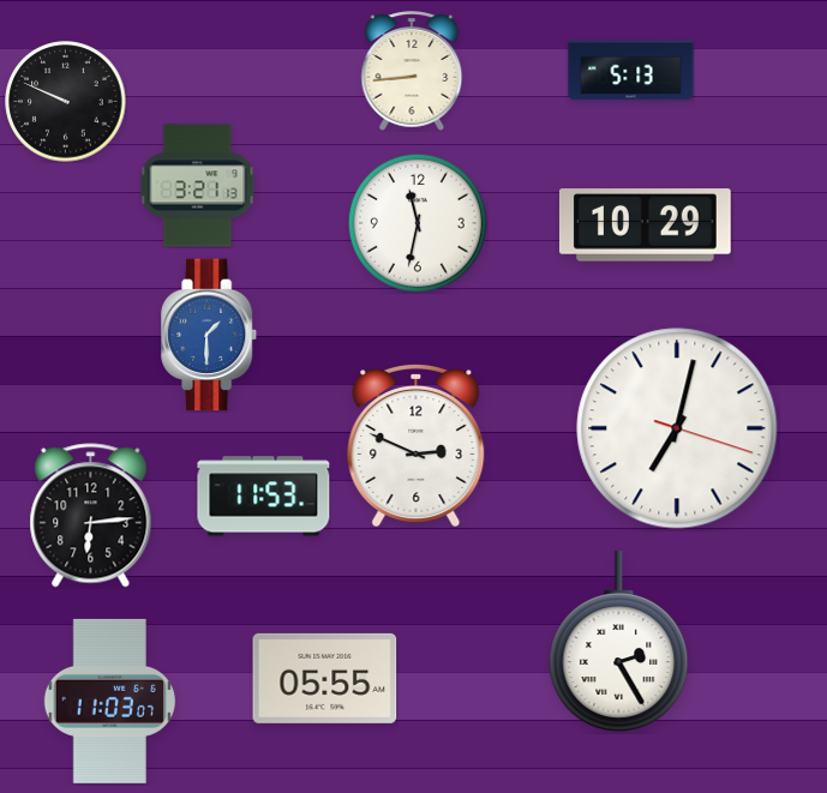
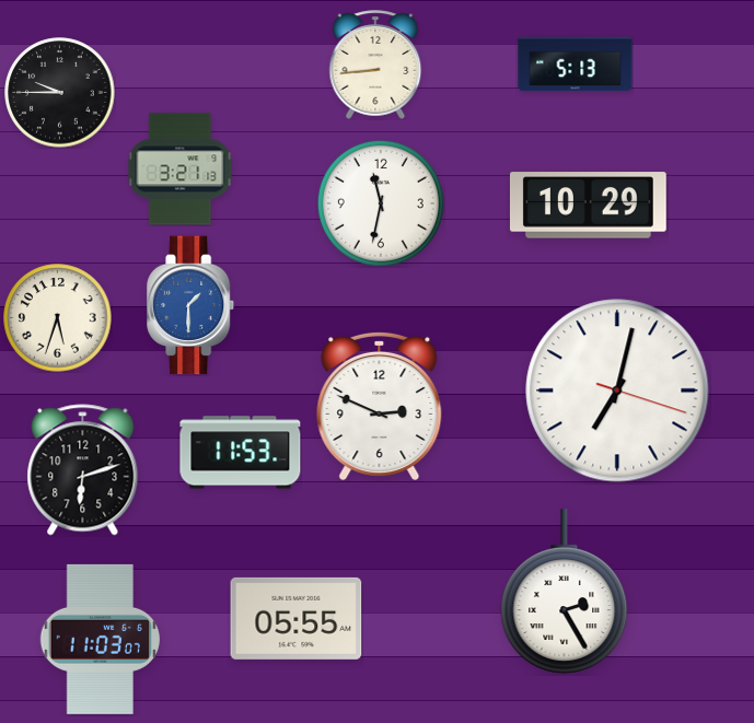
clock at (66, 102): 9:49 -> 9:45
clock at (58, 318): none -> 5:33
clock at (91, 516): 6:14 -> 6:12
clock at (619, 642) position: (619, 642) -> (565, 592)
